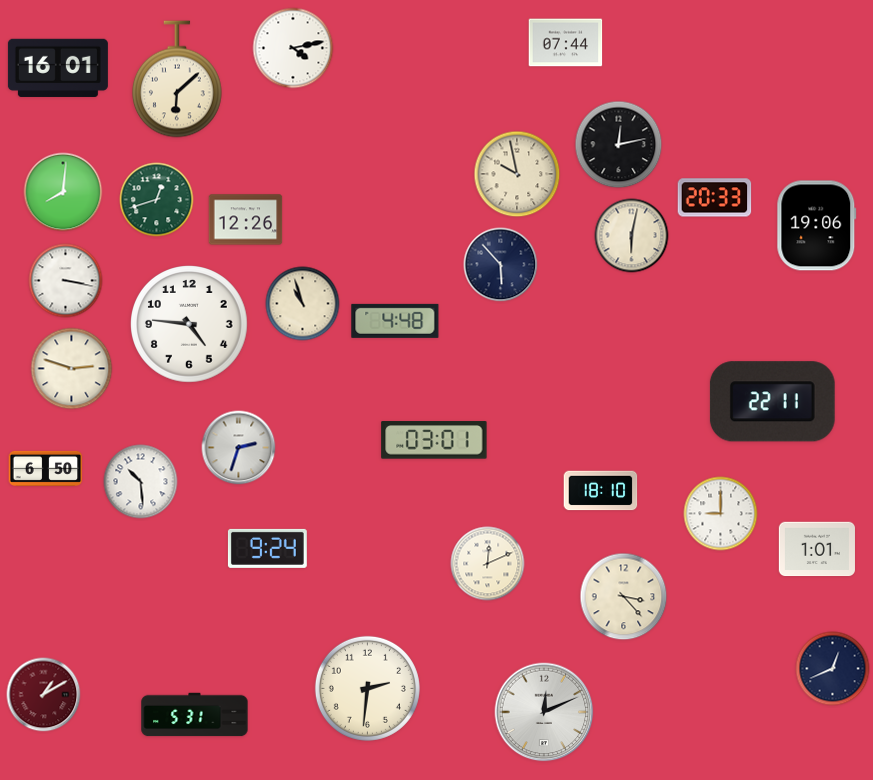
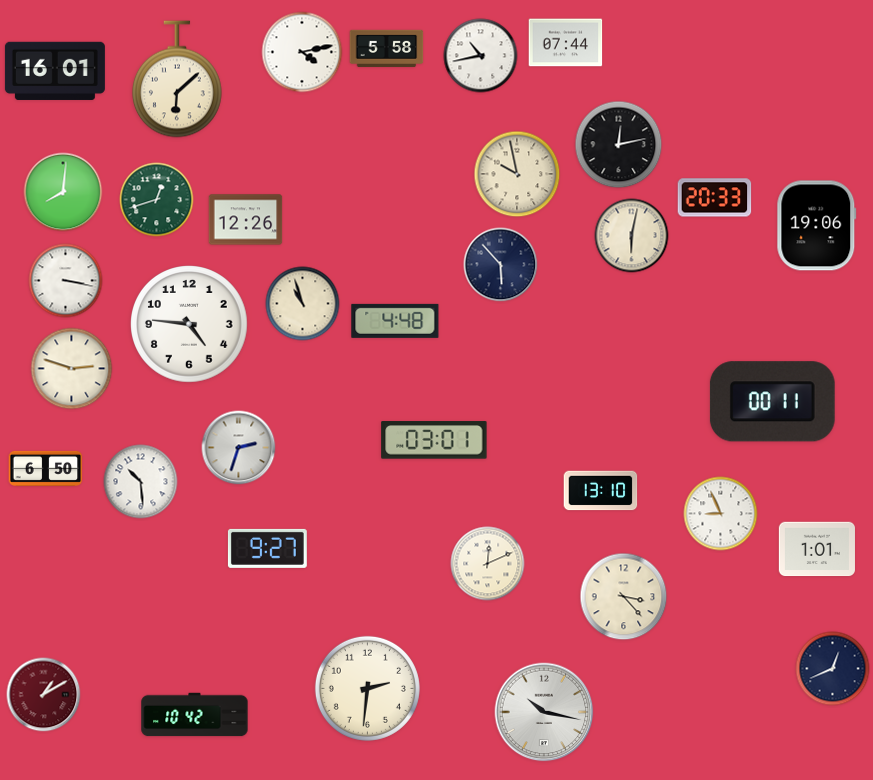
clock at (293, 48) position: (293, 48) -> (302, 52)
clock at (387, 48): none -> 5:58
clock at (481, 56): none -> 10:43
clock at (58, 67) position: (58, 67) -> (55, 70)
clock at (772, 402): 22:11 -> 00:11
clock at (601, 491): 18:10 -> 13:10
clock at (721, 514): 9:00 -> 8:56
clock at (267, 548): 9:24 -> 9:27
clock at (544, 712): 12:11 -> 10:17
clock at (195, 715): 5:31 -> 10:42
